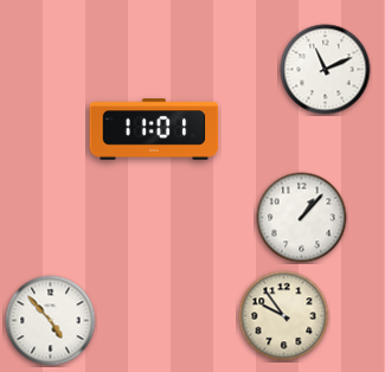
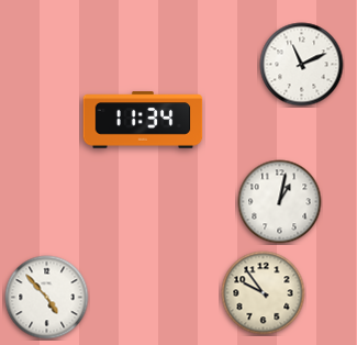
clock at (154, 129): 11:01 -> 11:34
clock at (302, 218): 1:07 -> 1:02
